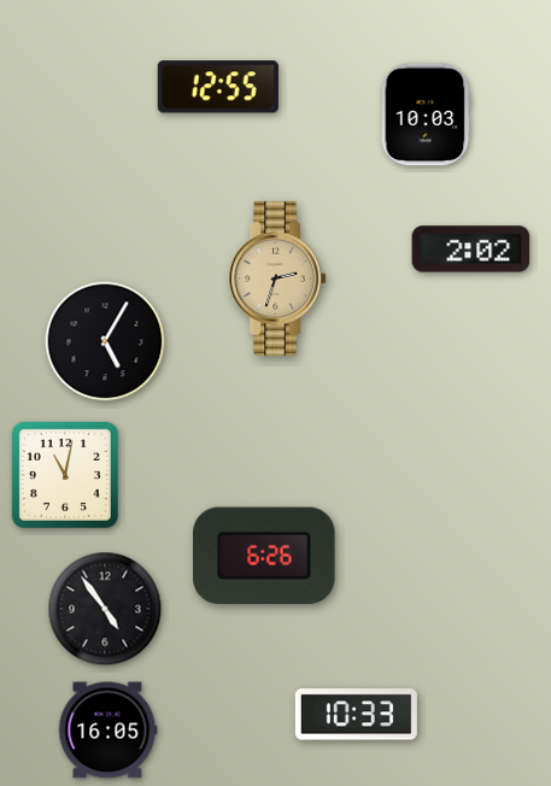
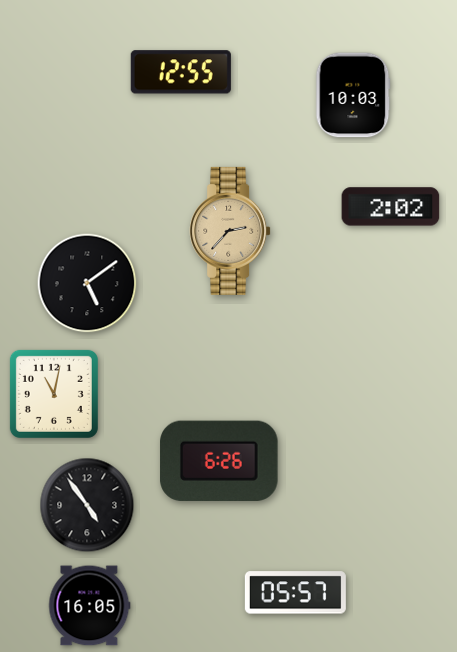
clock at (277, 278): 2:33 -> 2:37
clock at (105, 341): 5:05 -> 5:09
clock at (356, 715): 10:33 -> 05:57
